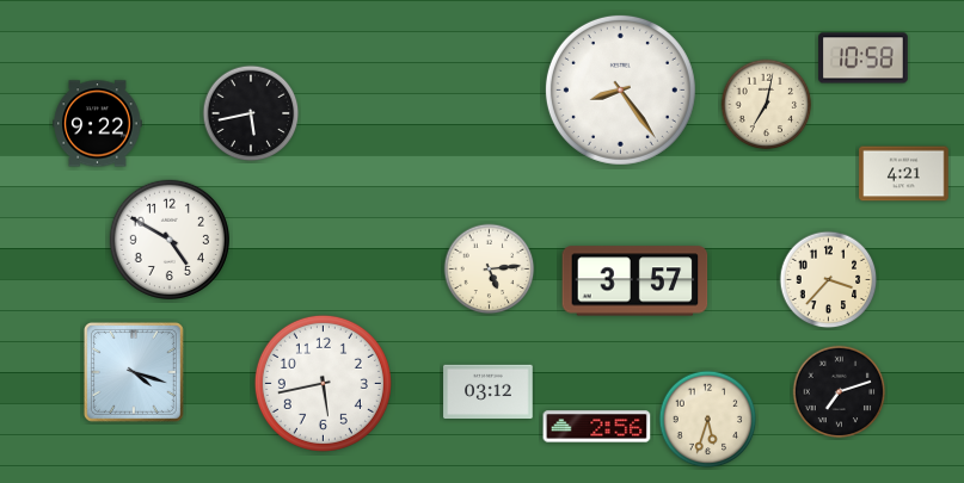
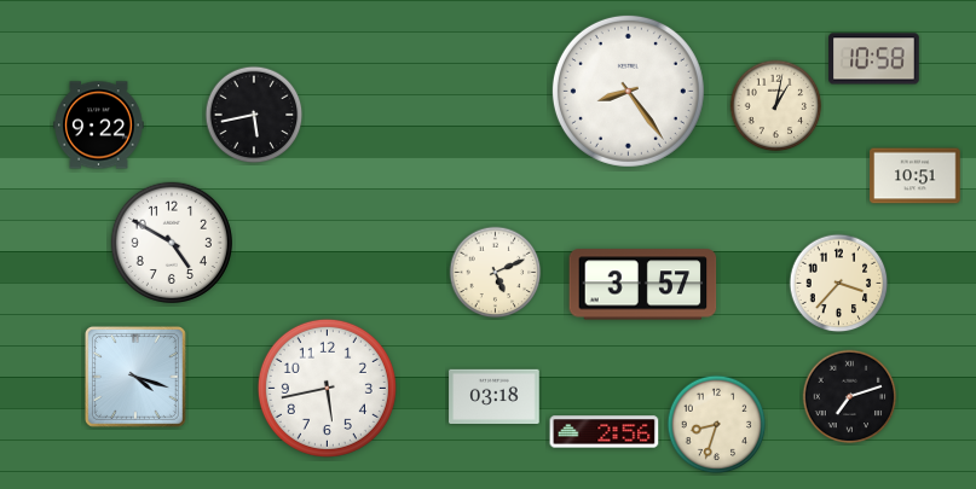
clock at (767, 105): 7:02 -> 1:02
clock at (904, 174): 4:21 -> 10:51
clock at (490, 270): 5:14 -> 5:11
clock at (489, 391): 03:12 -> 03:18
clock at (708, 420): 5:33 -> 8:33
